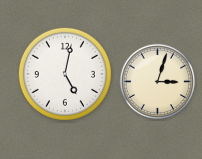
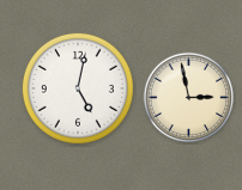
clock at (158, 82): 3:03 -> 2:58
